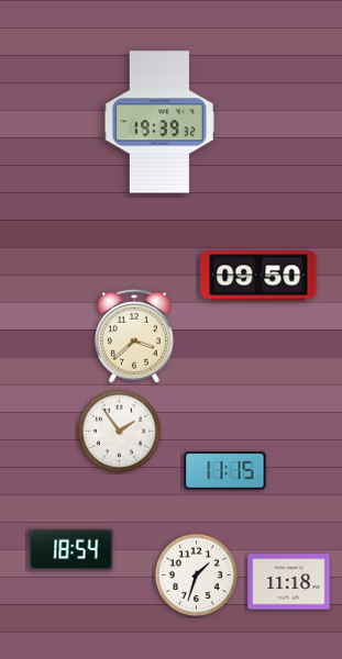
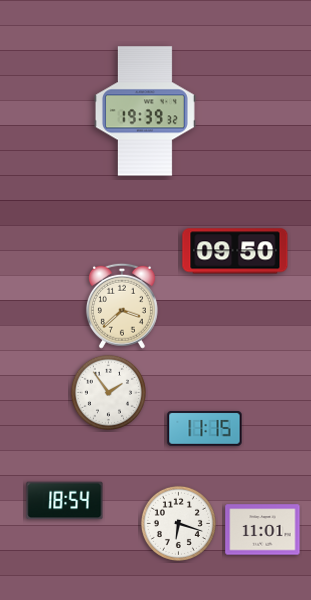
clock at (196, 574): 1:33 -> 6:18
clock at (289, 582): 11:18 -> 11:01
